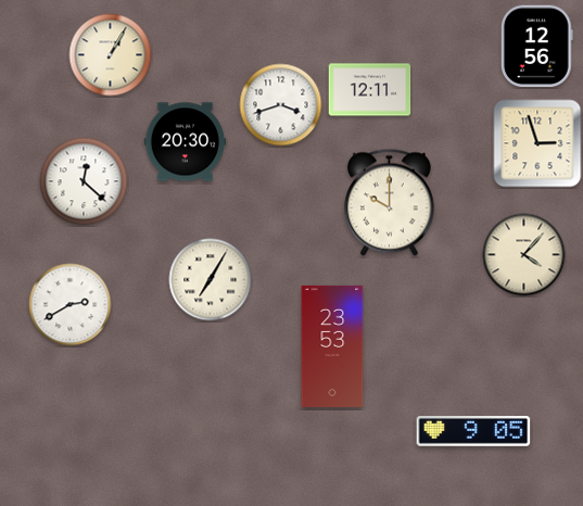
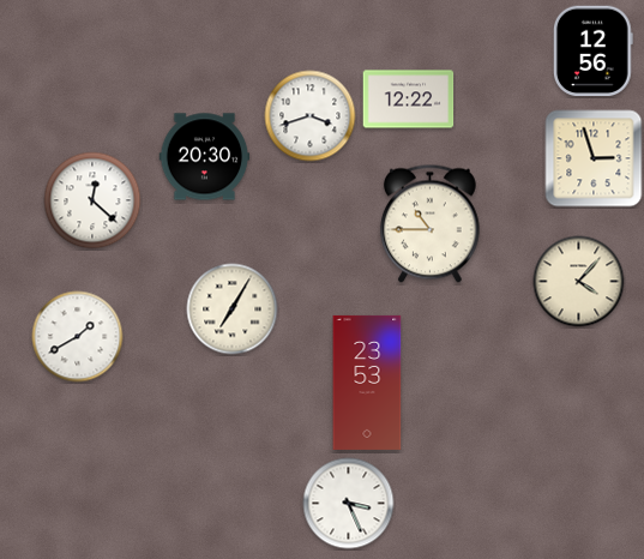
clock at (111, 55): 1:05 -> none
clock at (370, 90): 12:11 -> 12:22
clock at (390, 203): 10:00 -> 10:45
clock at (71, 305): 2:40 -> 1:40
clock at (473, 432): 9:05 -> none
clock at (349, 504): none -> 3:26
